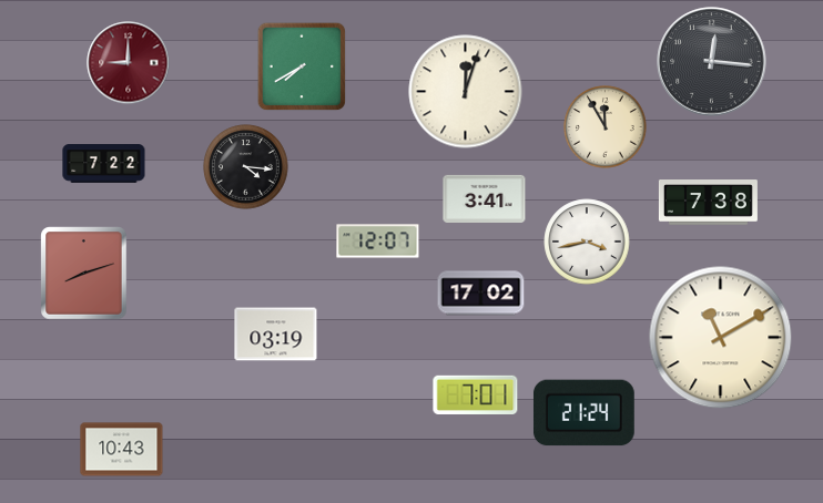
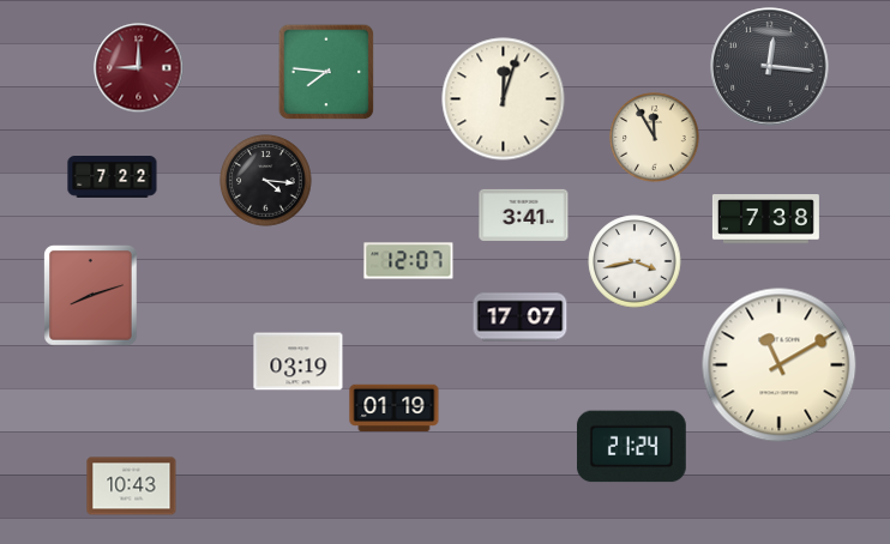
clock at (302, 66): 7:40 -> 7:46
clock at (481, 294): 17:02 -> 17:07
clock at (395, 409): none -> 01:19
clock at (476, 394): 7:01 -> none
